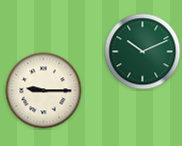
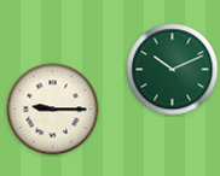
clock at (143, 52) position: (143, 52) -> (173, 70)
